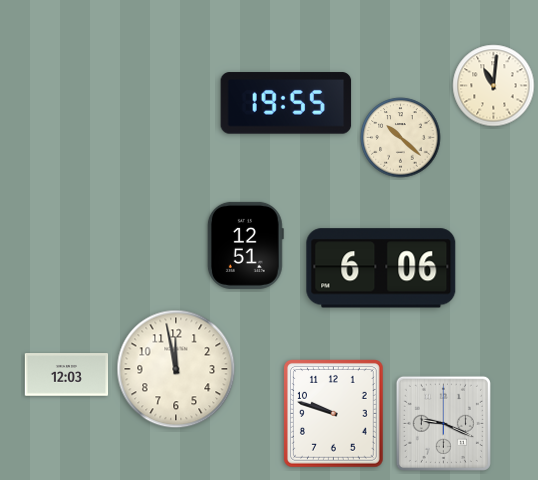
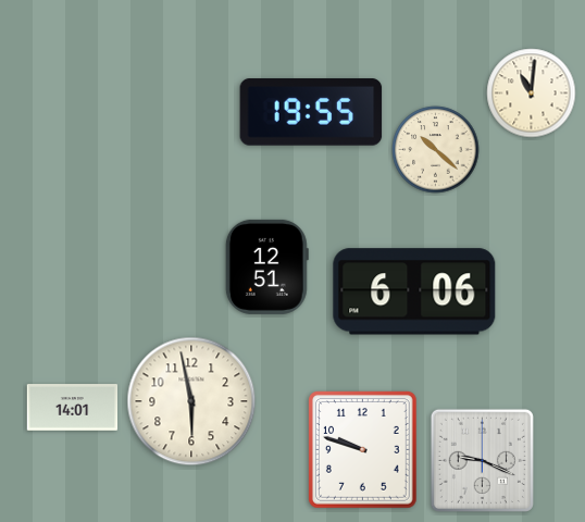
clock at (494, 86) position: (494, 86) -> (532, 94)
clock at (176, 369): 11:58 -> 5:58
clock at (67, 375): 12:03 -> 14:01
